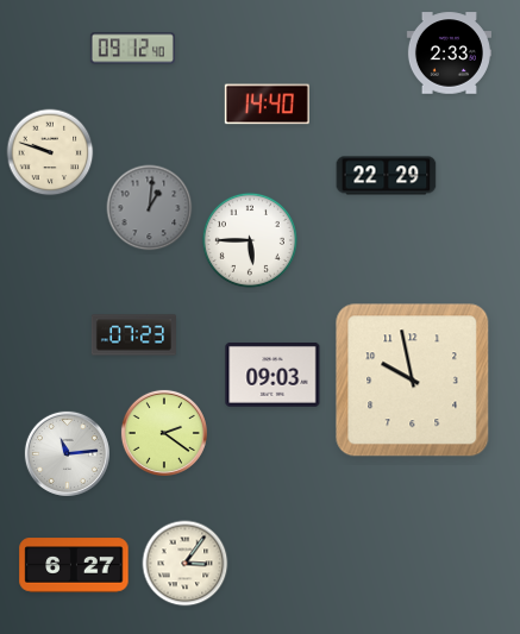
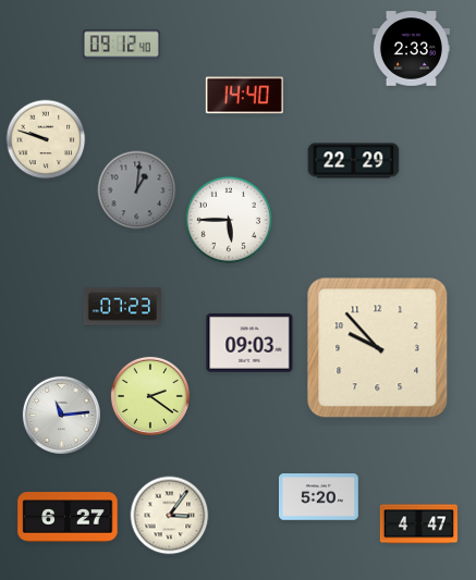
clock at (413, 381): 9:58 -> 9:53
clock at (319, 497): none -> 5:20
clock at (418, 525): none -> 4:47
